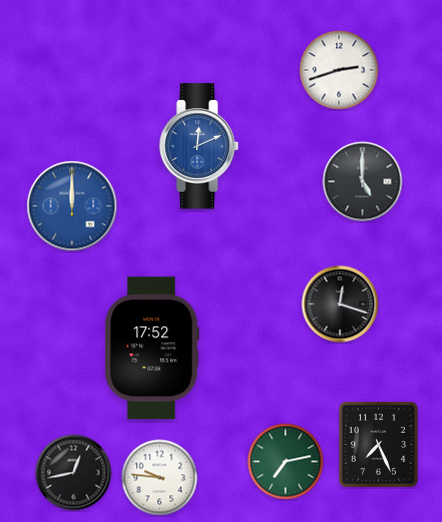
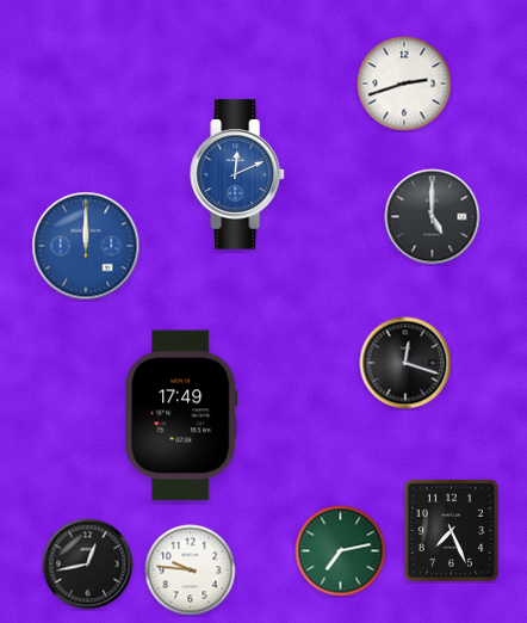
clock at (152, 348): 17:52 -> 17:49
